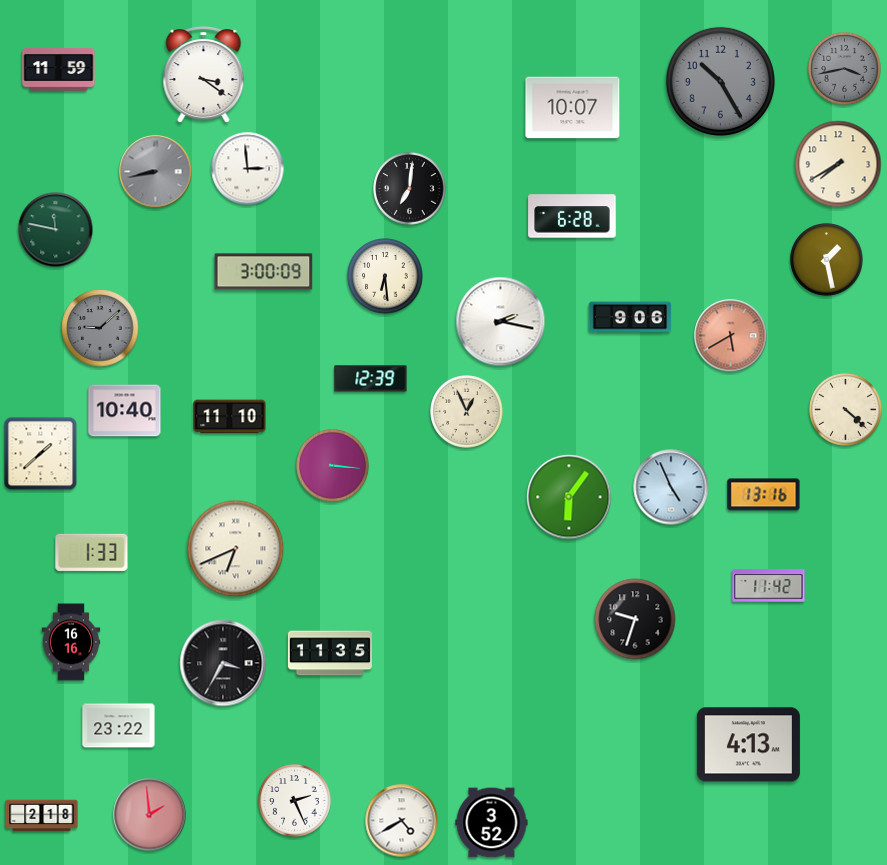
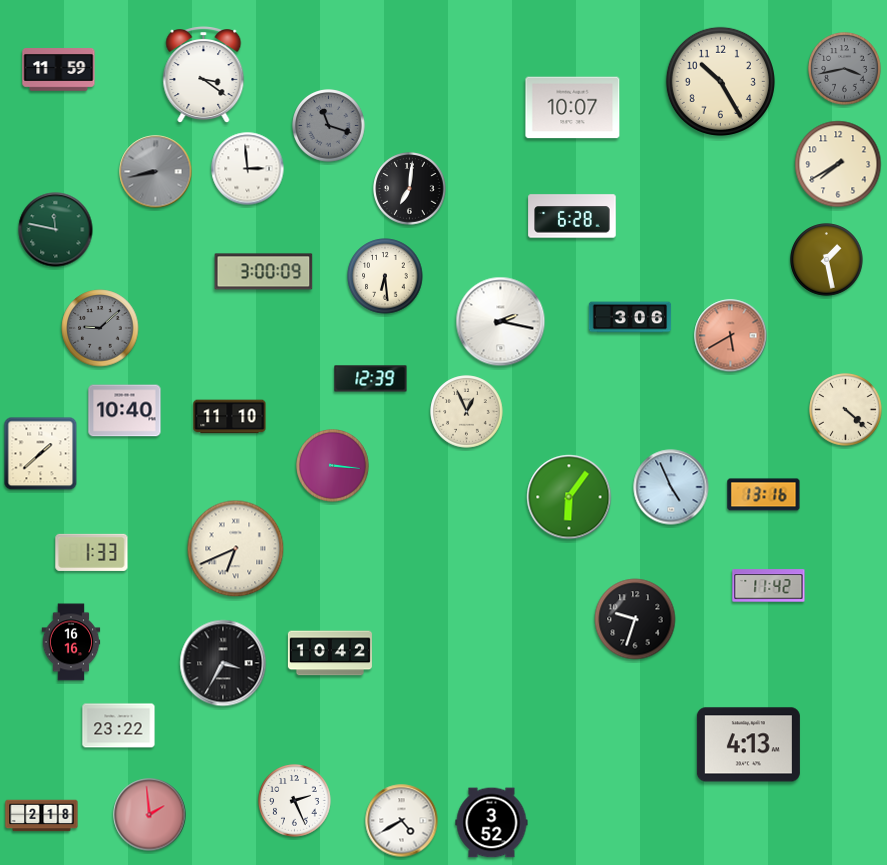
clock at (720, 81) dial: grey -> cream
clock at (329, 126): none -> 11:18
clock at (630, 317): 9:06 -> 3:06
clock at (330, 653): 11:35 -> 10:42
